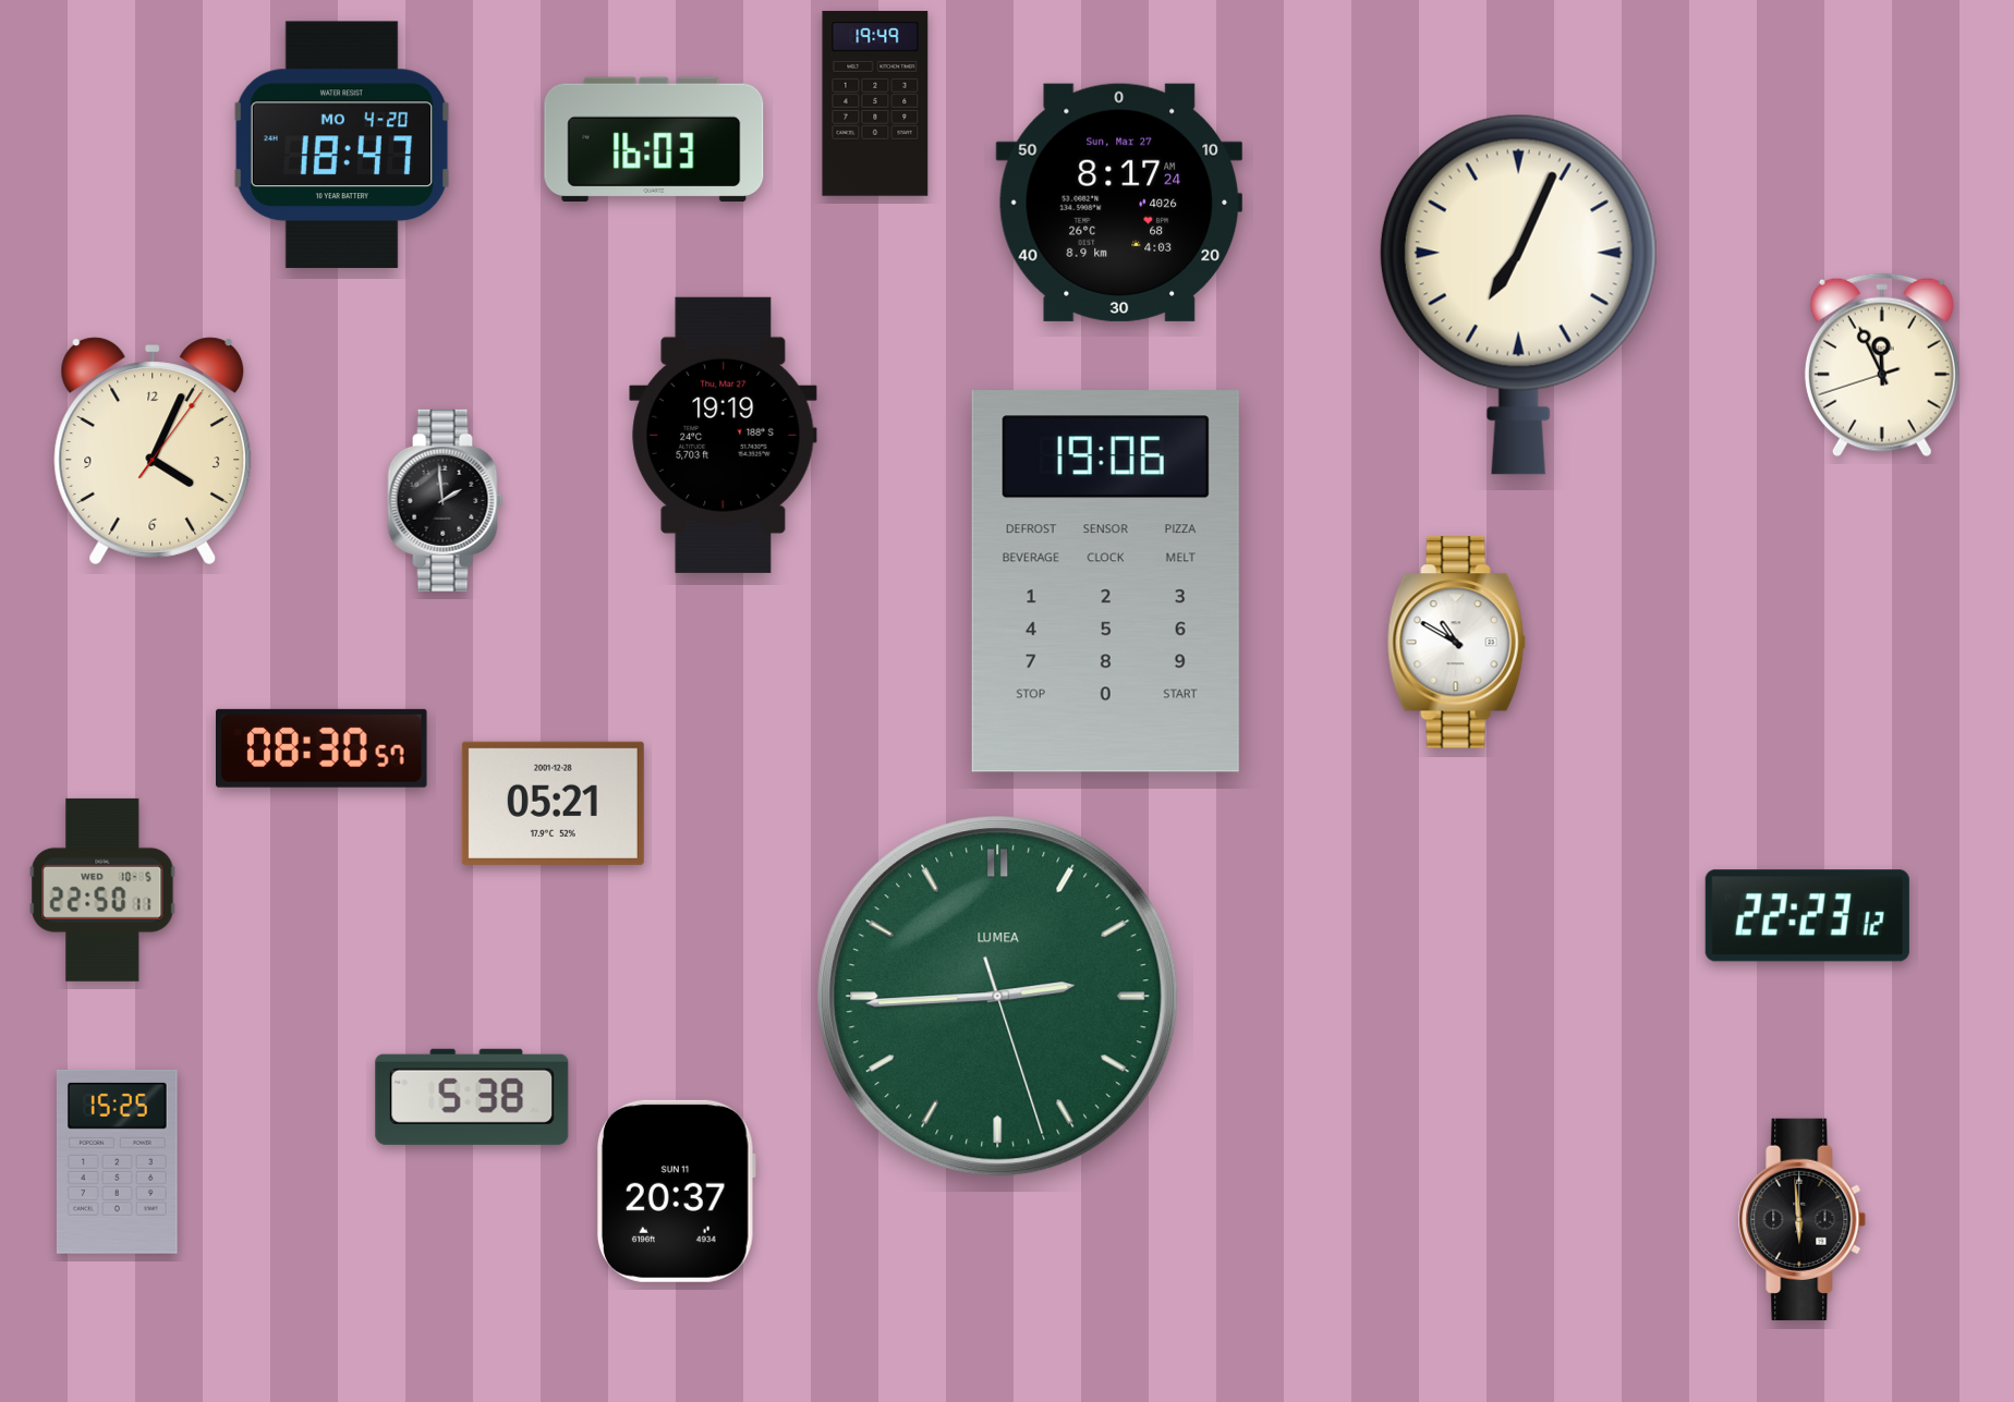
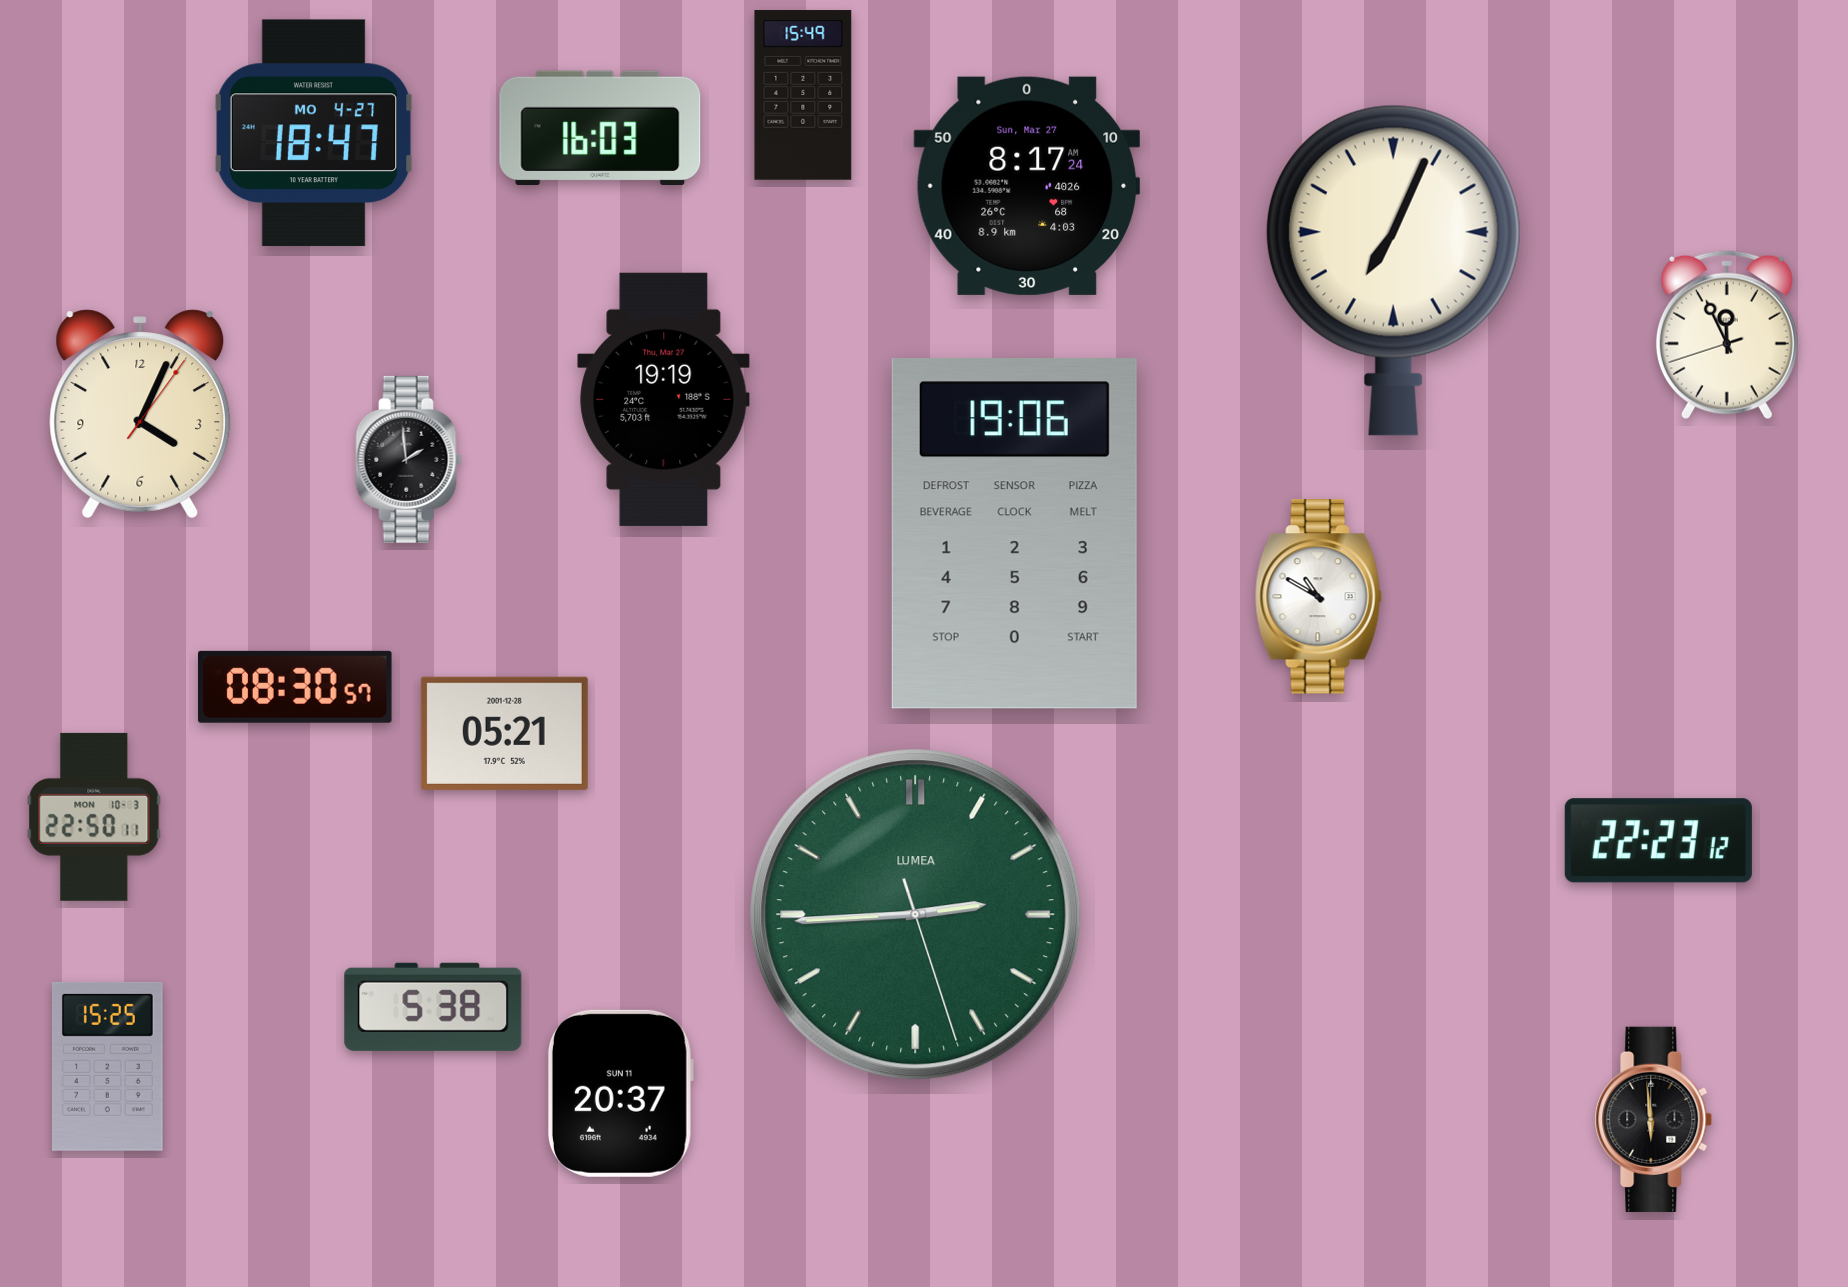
clock at (875, 103): 19:49 -> 15:49
clock at (342, 145) date: MO 4-20 -> MO 4-27
clock at (1456, 643) position: (1456, 643) -> (1318, 597)
clock at (553, 803) position: (553, 803) -> (504, 733)
clock at (102, 890) date: WED 10-5 -> MON 10-3
